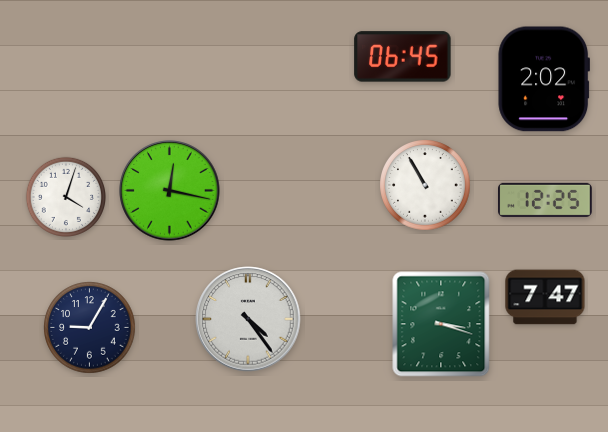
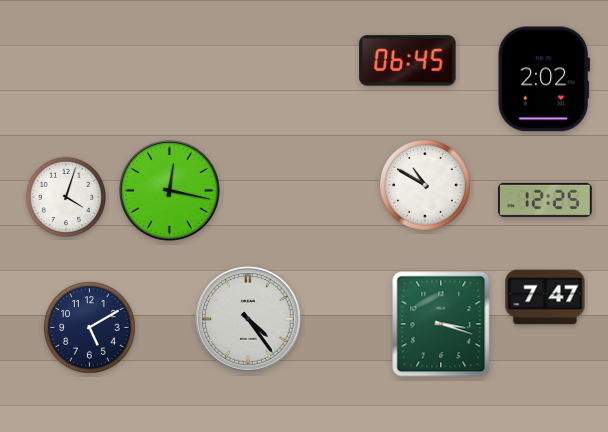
clock at (403, 57) position: (403, 57) -> (408, 61)
clock at (425, 185): 10:55 -> 10:50
clock at (90, 328): 9:05 -> 5:10
